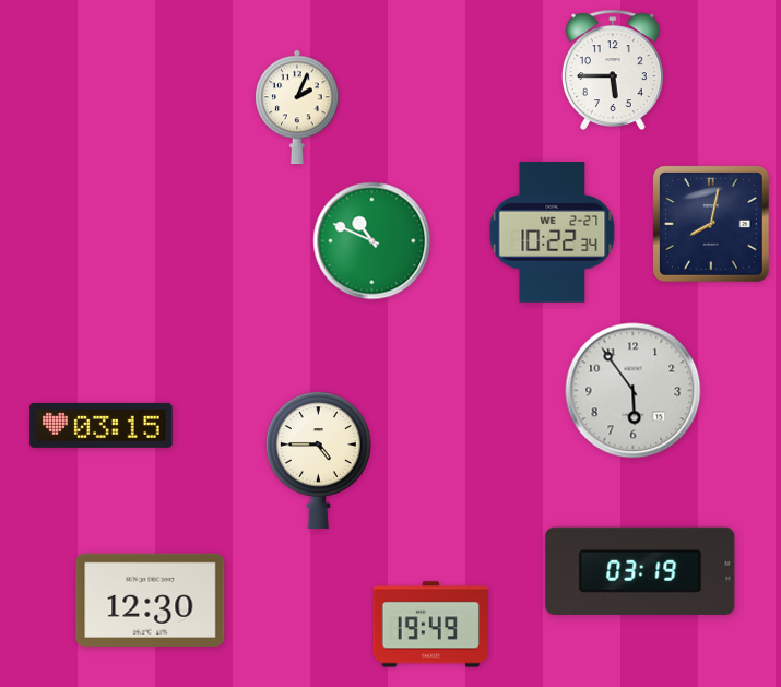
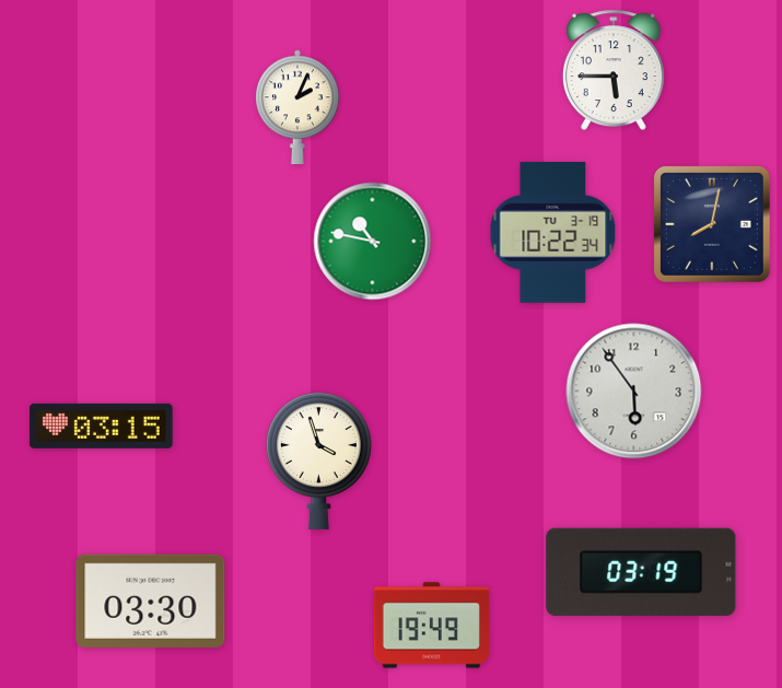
clock at (553, 233) date: WE 2-27 -> TU 3-19
clock at (372, 241): 10:49 -> 10:47
clock at (318, 461): 4:45 -> 3:57
clock at (151, 600): 12:30 -> 03:30
